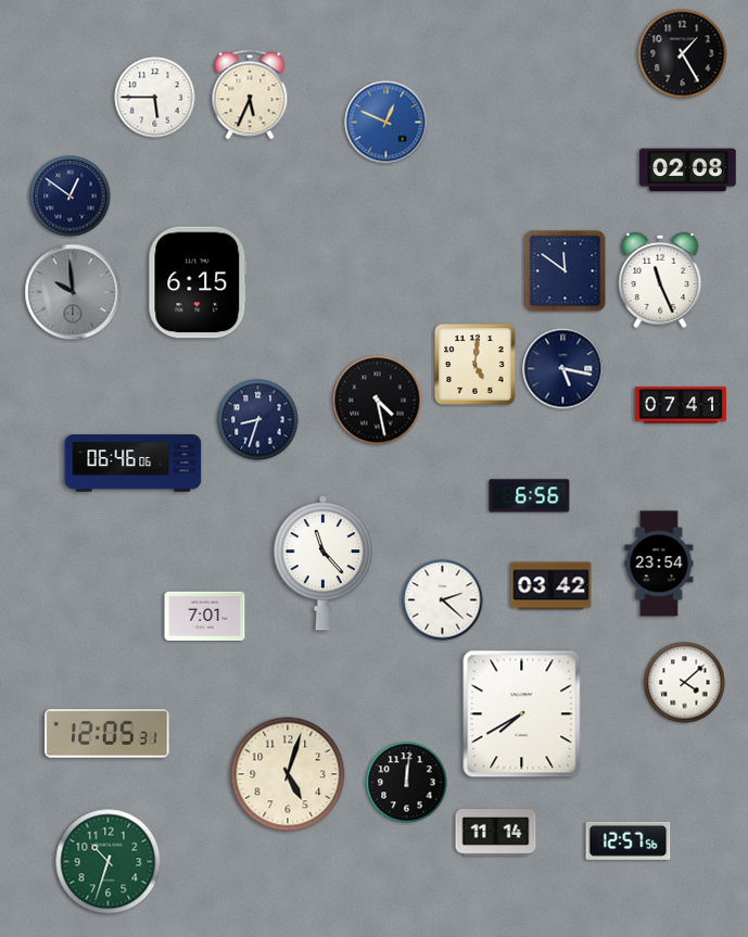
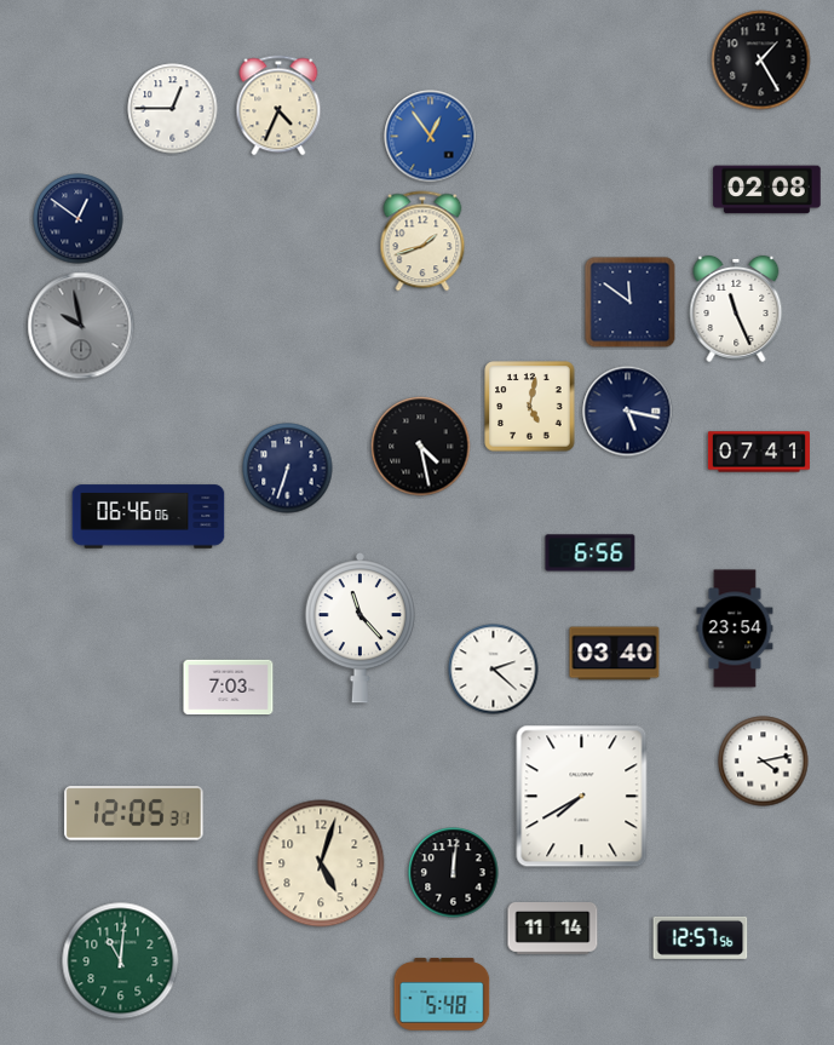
clock at (250, 94): 5:34 -> 4:34
clock at (155, 98): 5:45 -> 12:45
clock at (386, 123): 12:49 -> 12:54
clock at (422, 241): none -> 1:42
clock at (660, 280) position: (660, 280) -> (736, 309)
clock at (198, 282): 6:15 -> none
clock at (73, 292): 9:59 -> 9:58
clock at (476, 365): 5:01 -> 5:02
clock at (258, 420): 8:33 -> 6:33
clock at (552, 586): 03:42 -> 03:40
clock at (205, 617): 7:01 -> 7:03
clock at (685, 683): 4:08 -> 4:13
clock at (107, 734) position: (107, 734) -> (134, 814)
clock at (109, 862): 10:33 -> 11:01
clock at (442, 994): none -> 5:48
